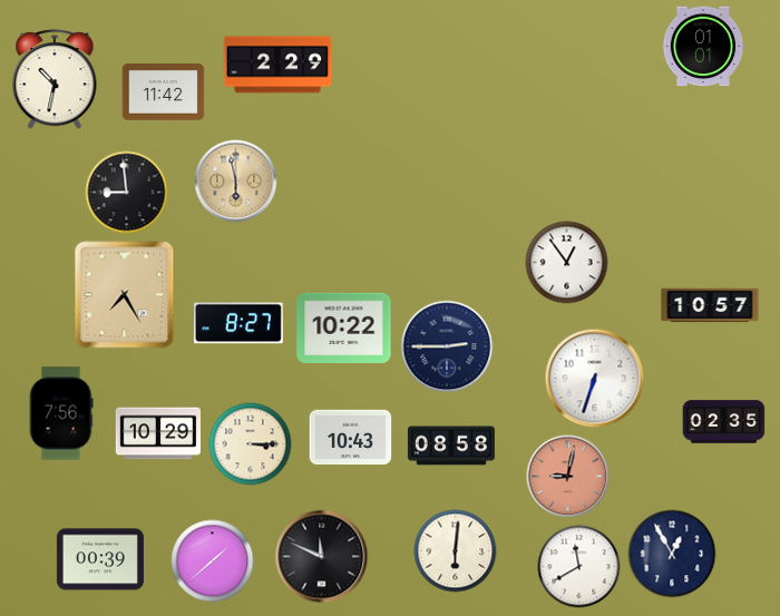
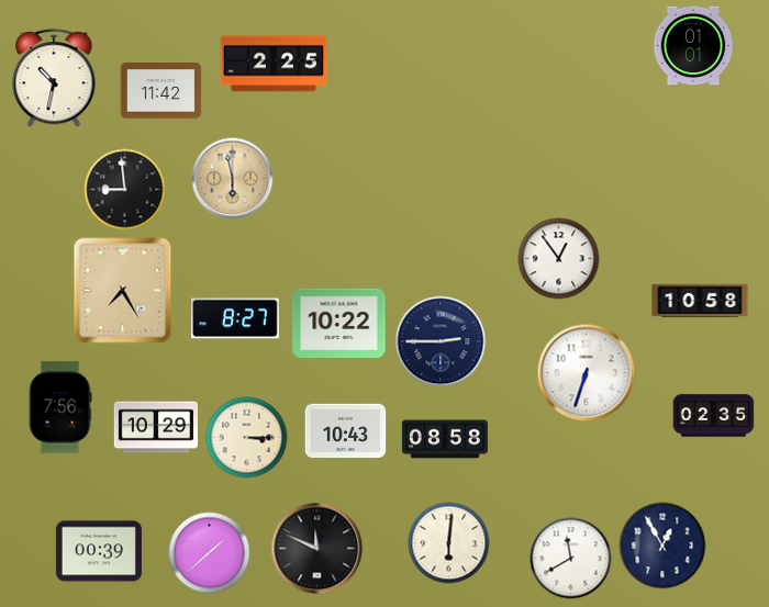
clock at (277, 65): 2:29 -> 2:25
clock at (710, 305): 10:57 -> 10:58
clock at (568, 477): 9:02 -> none
